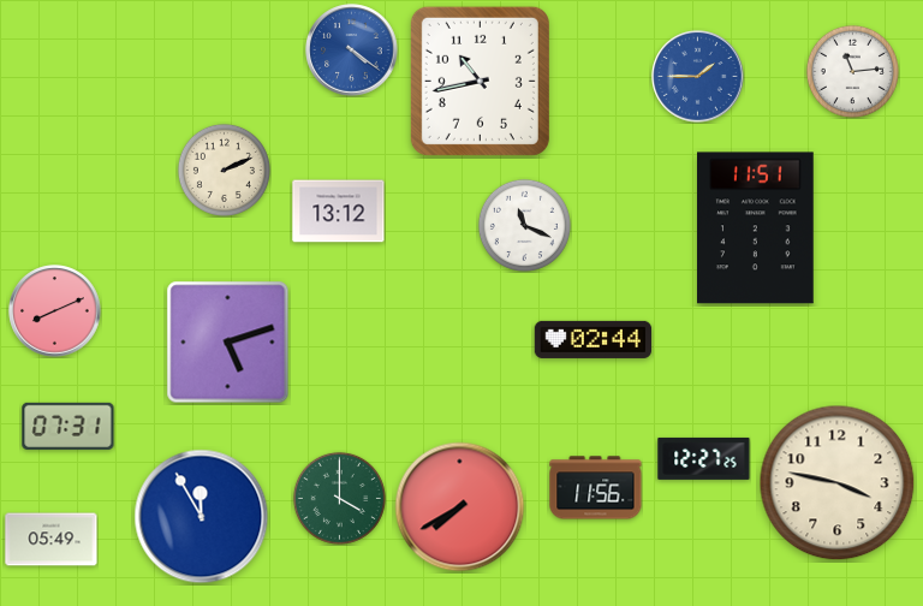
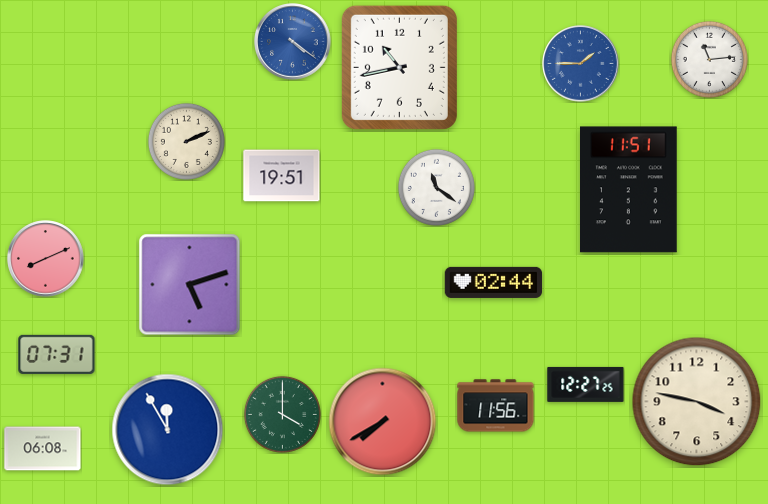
clock at (339, 212): 13:12 -> 19:51
clock at (524, 225): 11:19 -> 11:21
clock at (704, 458) position: (704, 458) -> (586, 384)
clock at (52, 540): 05:49 -> 06:08
